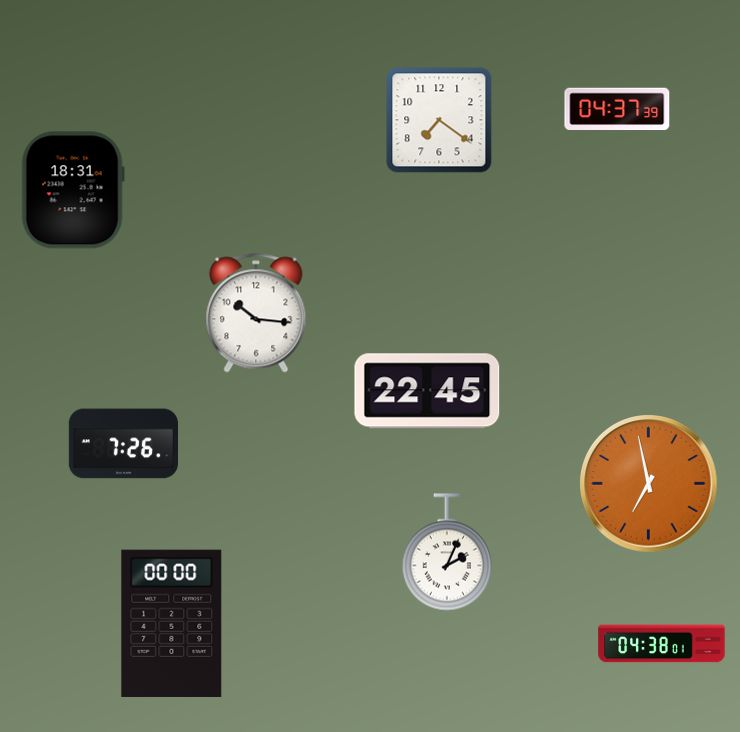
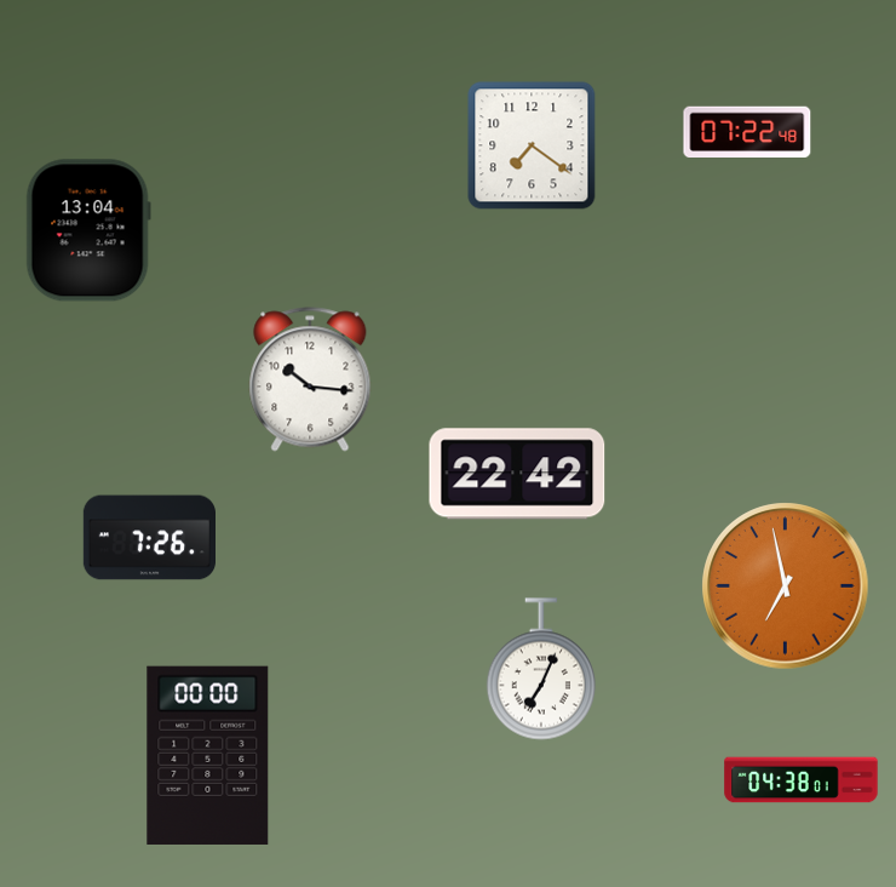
clock at (617, 108): 04:37 -> 07:22
clock at (73, 190): 18:31 -> 13:04
clock at (427, 391): 22:45 -> 22:42
clock at (447, 552): 2:04 -> 7:04
